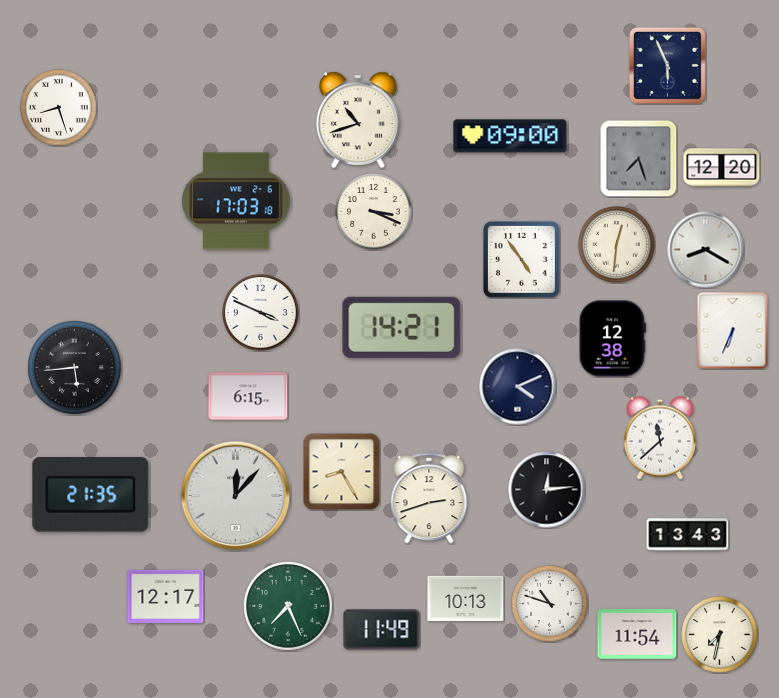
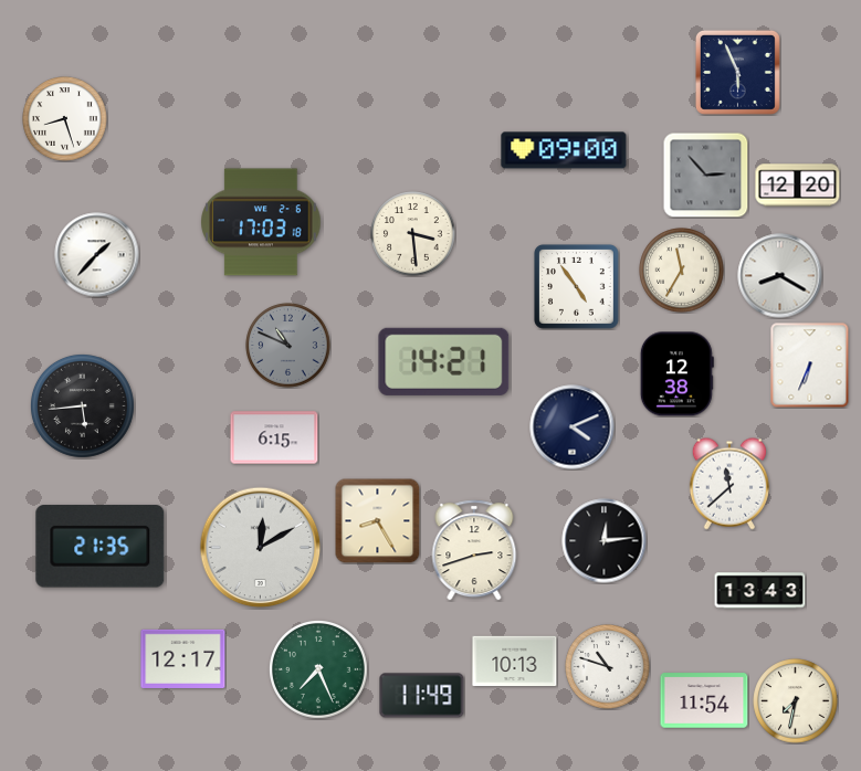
clock at (359, 120): 10:42 -> none
clock at (638, 158): 7:27 -> 2:53
clock at (374, 212): 3:19 -> 3:29
clock at (97, 255): none -> 1:37
clock at (617, 245): 12:31 -> 11:35
clock at (261, 313): 3:49 -> 10:49
clock at (261, 313) dial: white -> grey
clock at (236, 496): 12:07 -> 12:10
